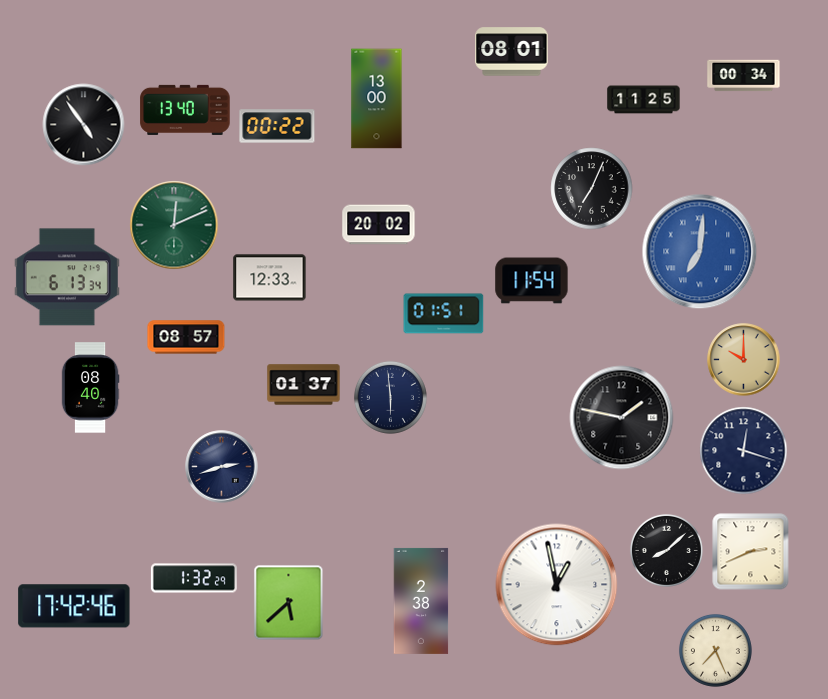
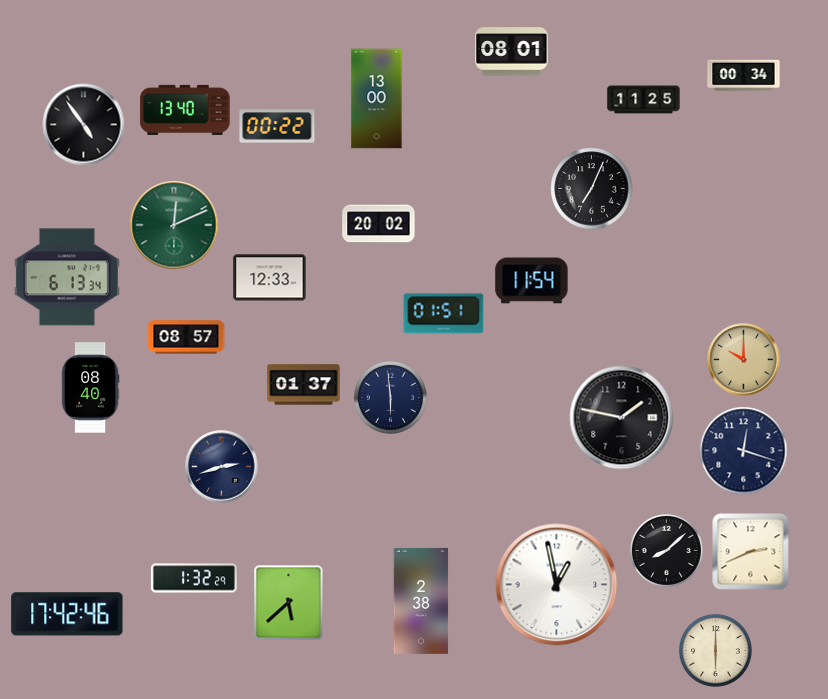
clock at (700, 252): 7:01 -> none
clock at (74, 606) position: (74, 606) -> (67, 614)
clock at (715, 650): 7:26 -> 6:00
